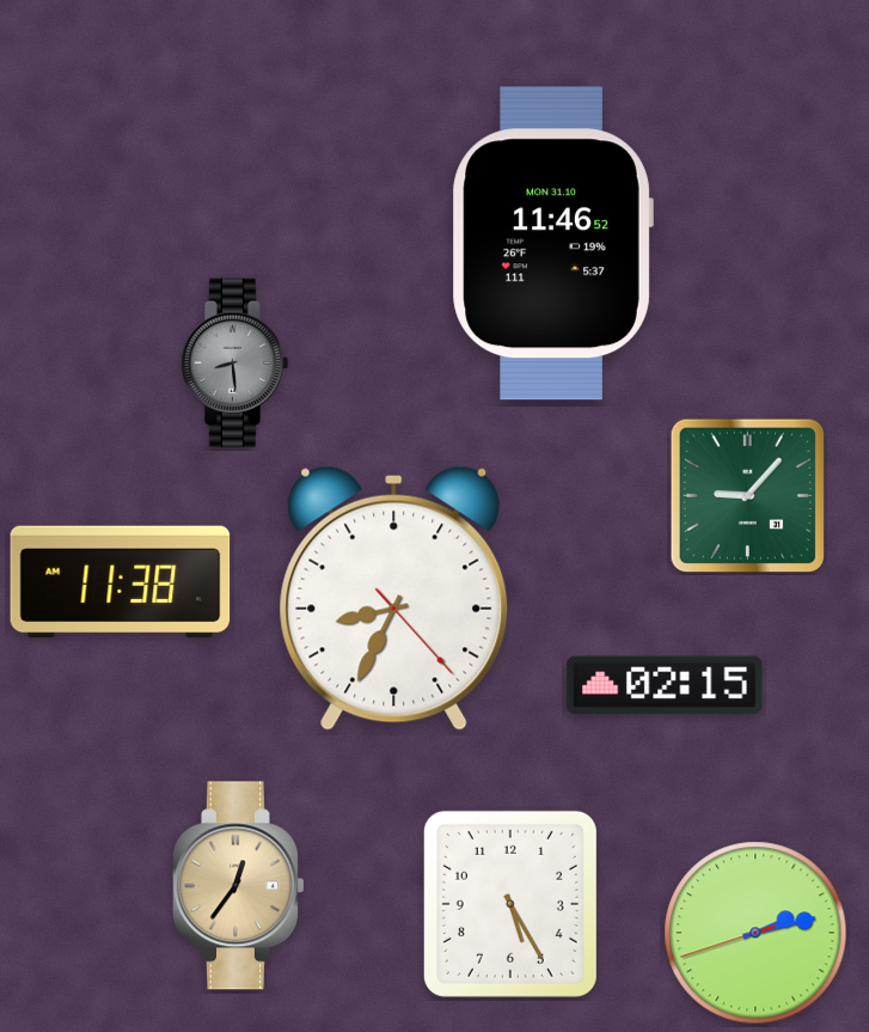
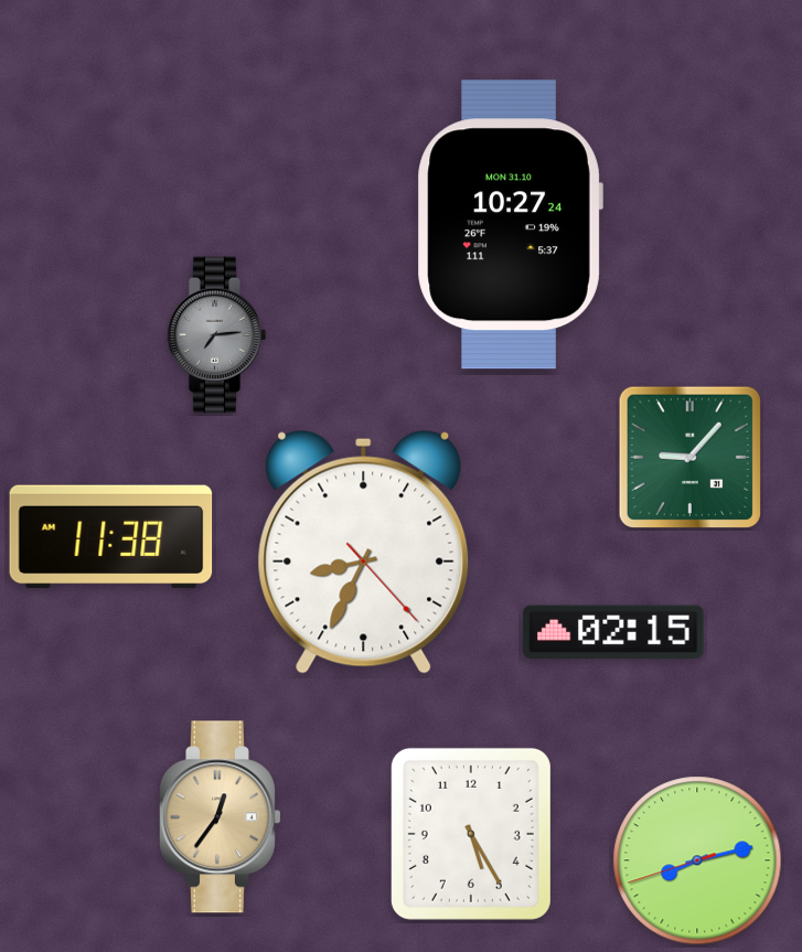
clock at (552, 244): 11:46 -> 10:27
clock at (235, 364): 8:29 -> 7:14
clock at (755, 933): 2:12 -> 8:12
